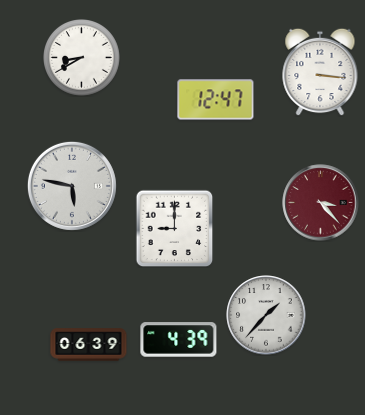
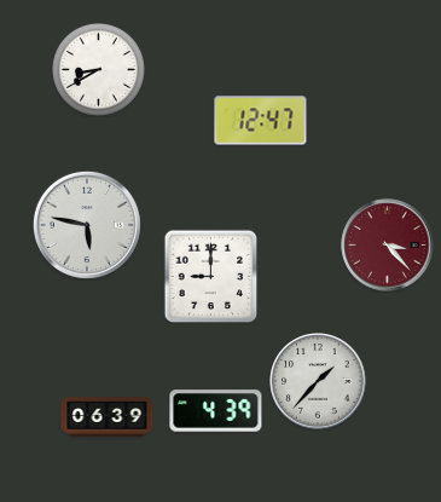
clock at (320, 72): 3:16 -> none
clock at (266, 315) position: (266, 315) -> (318, 381)
